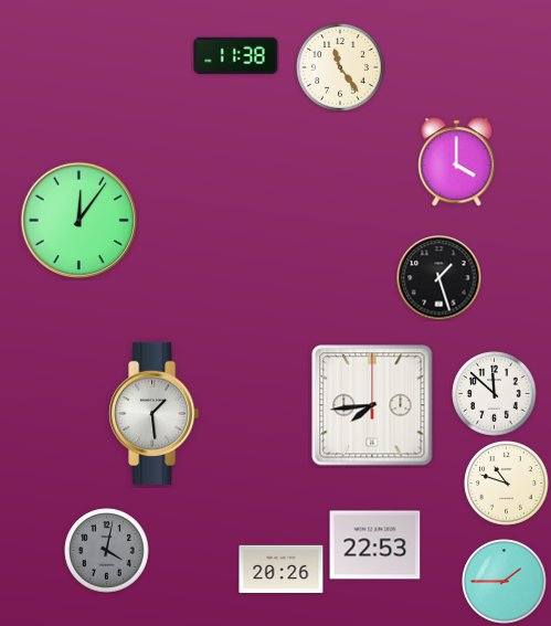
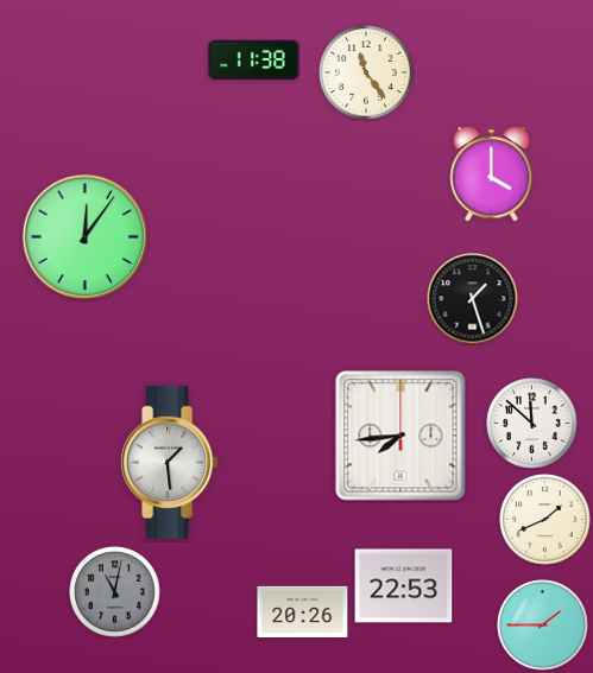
clock at (155, 413) position: (155, 413) -> (170, 462)
clock at (507, 484): 10:48 -> 1:41
clock at (107, 551): 4:02 -> 11:02
